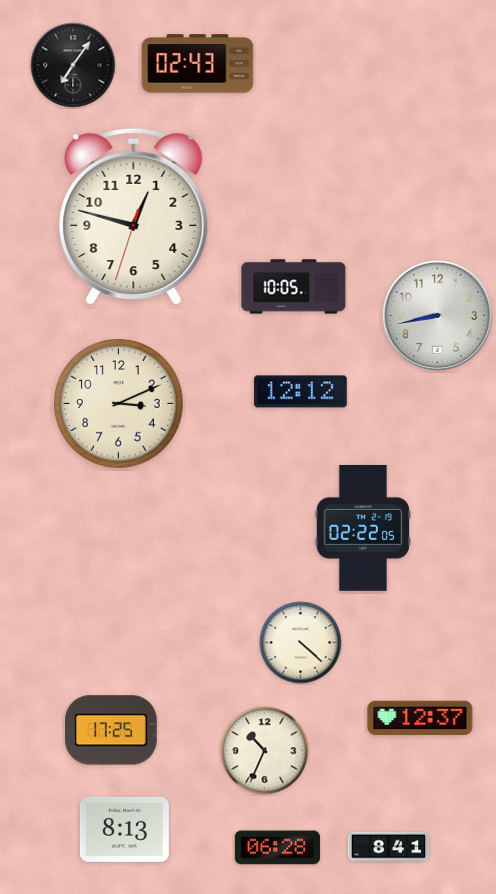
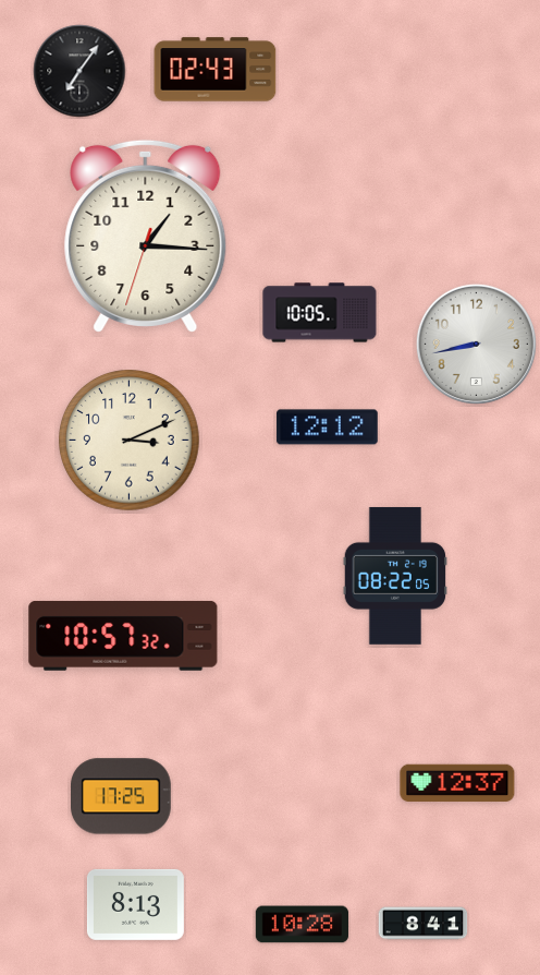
clock at (134, 216): 12:47 -> 1:15
clock at (362, 528): 02:22 -> 08:22
clock at (123, 636): none -> 10:57
clock at (301, 643): 4:22 -> none
clock at (265, 751): 10:34 -> none
clock at (277, 848): 06:28 -> 10:28
